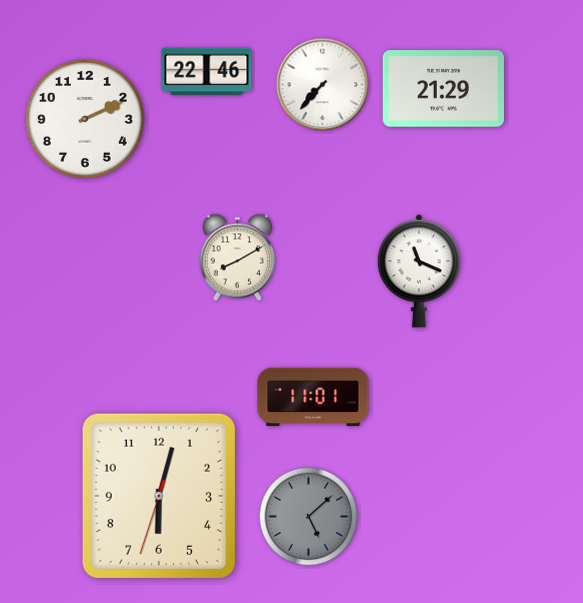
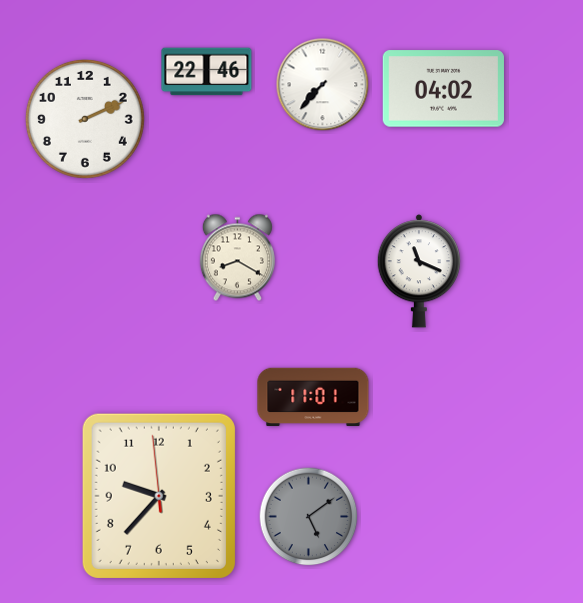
clock at (443, 89): 21:29 -> 04:02
clock at (237, 258): 8:10 -> 8:20
clock at (159, 496): 6:02 -> 9:36
clock at (309, 517): 5:08 -> 5:09
